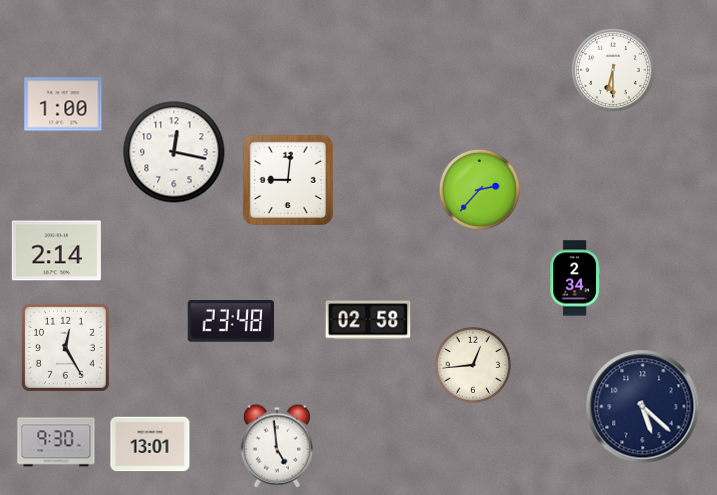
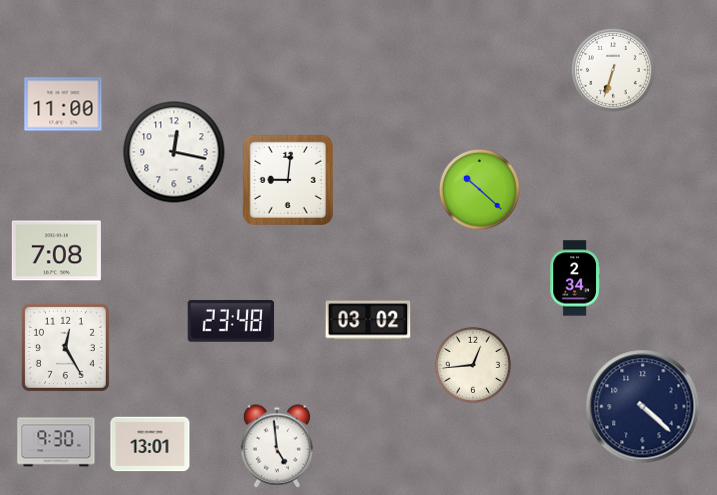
clock at (613, 70): 6:30 -> 6:33
clock at (63, 104): 1:00 -> 11:00
clock at (479, 189): 2:37 -> 10:22
clock at (56, 251): 2:14 -> 7:08
clock at (368, 320): 02:58 -> 03:02
clock at (643, 407): 5:22 -> 4:22
